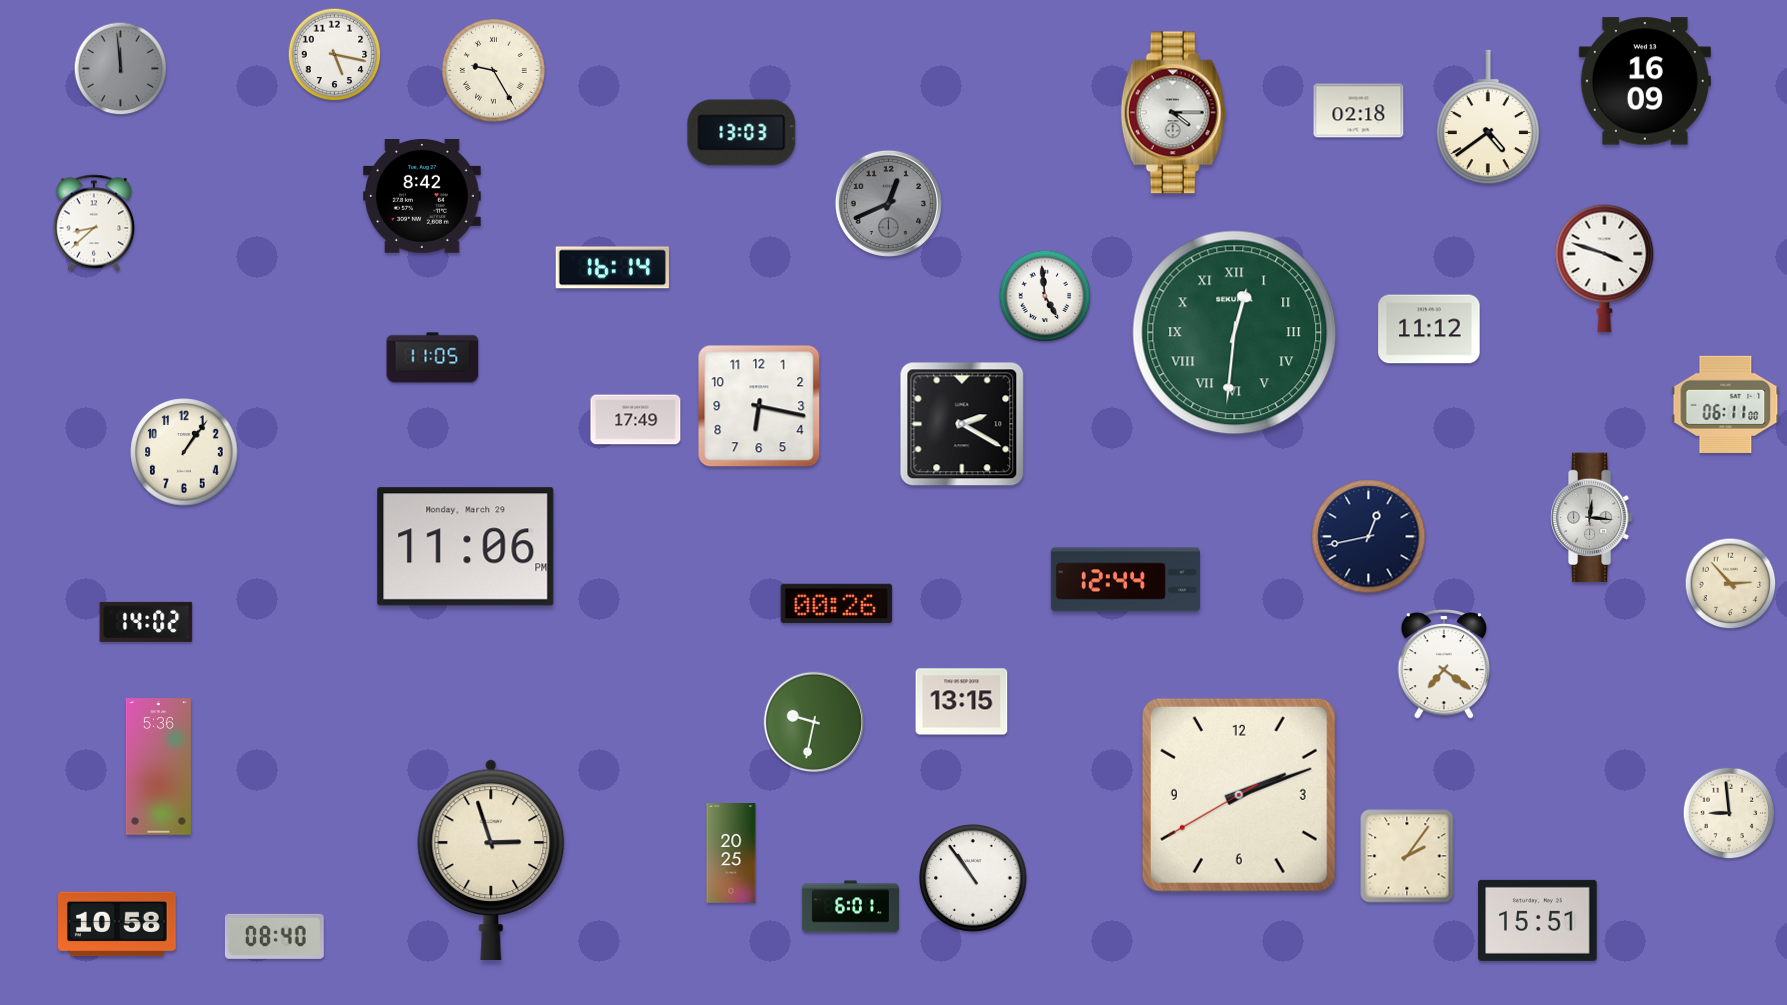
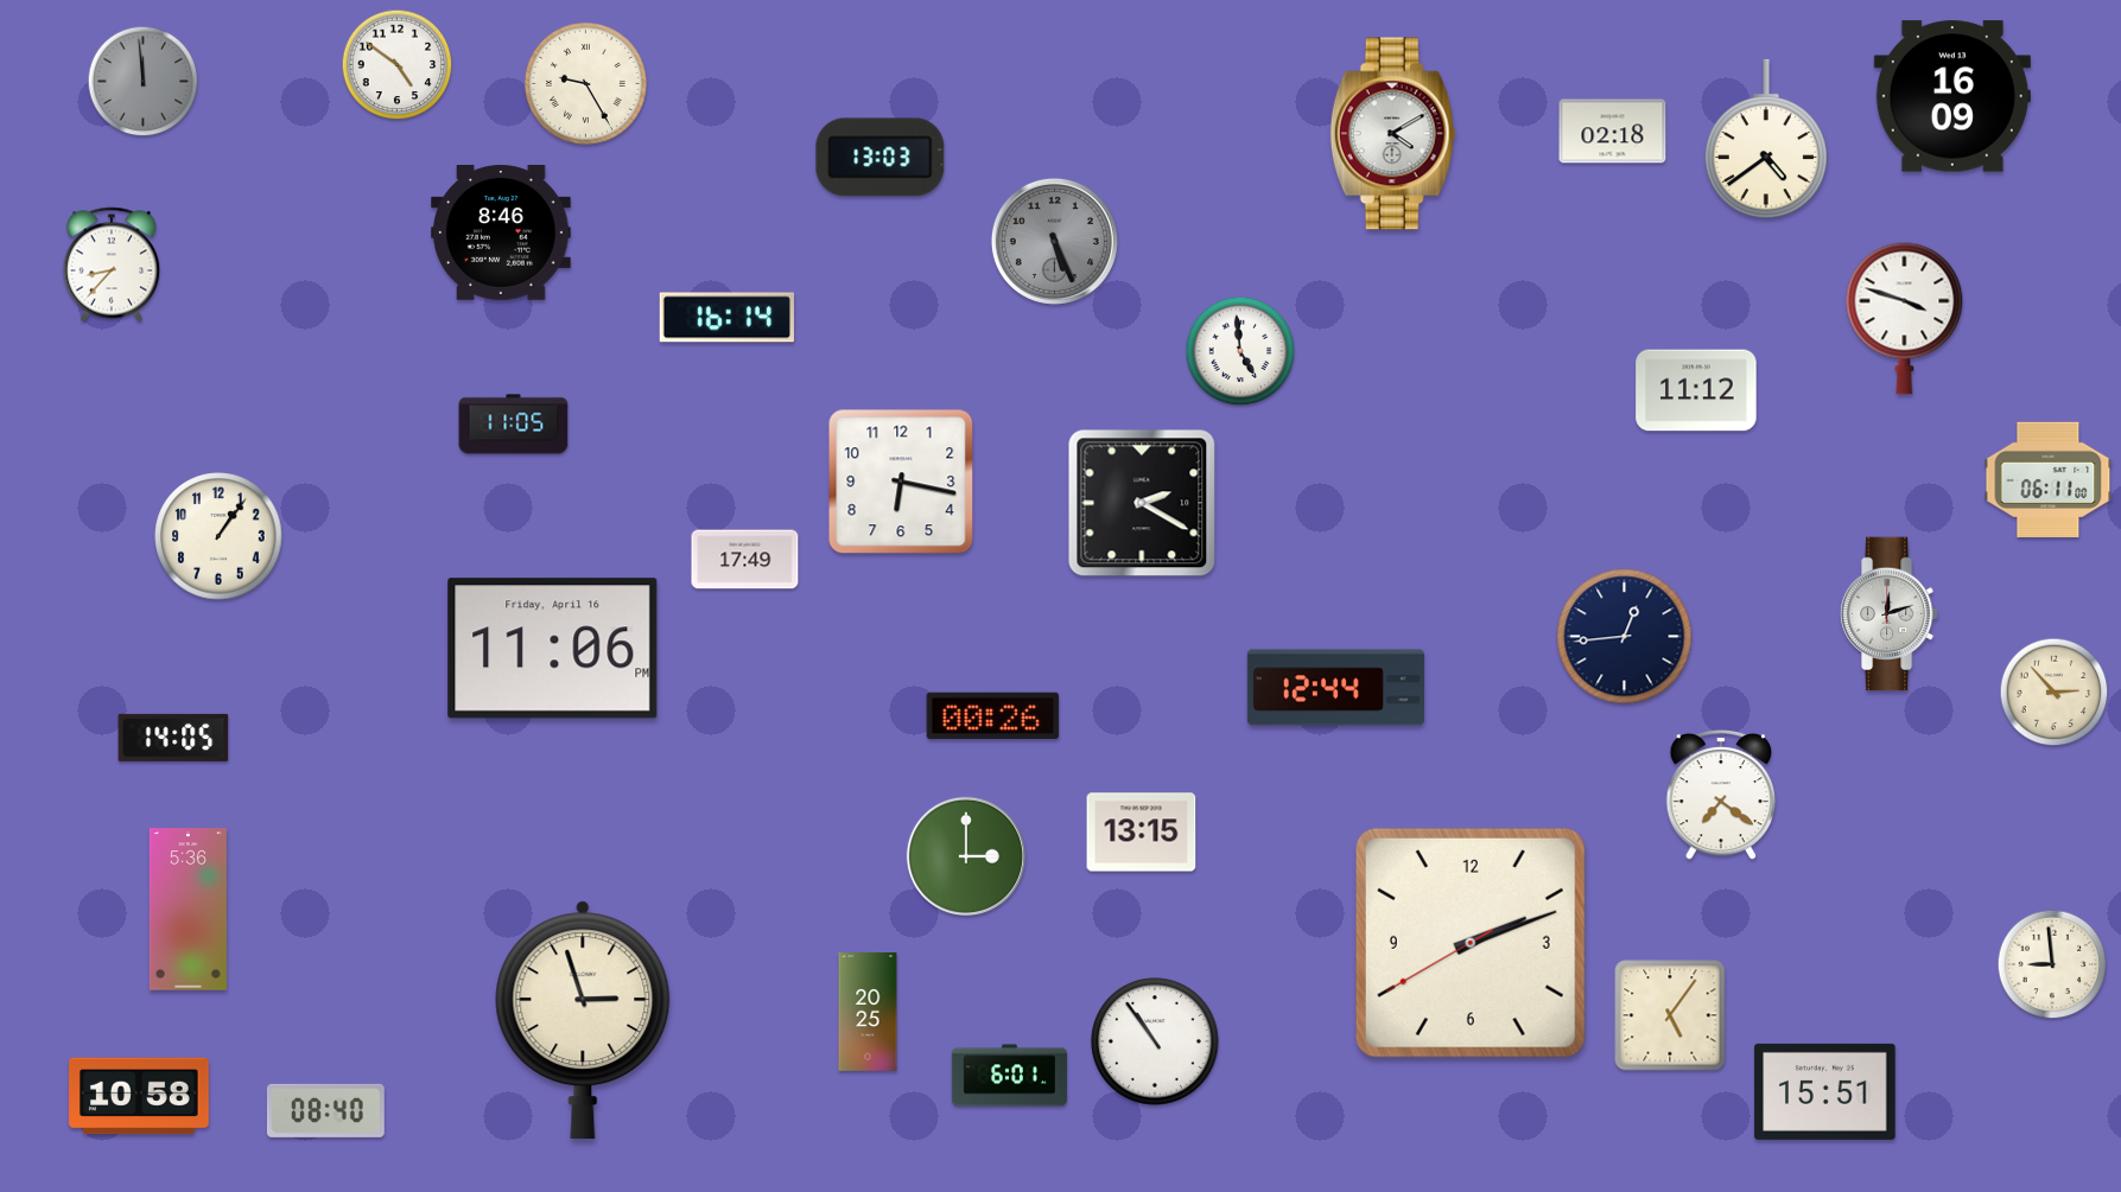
clock at (335, 55): 5:17 -> 4:51
clock at (1174, 113): 4:15 -> 4:10
clock at (423, 197): 8:42 -> 8:46
clock at (888, 203): 12:41 -> 5:26
clock at (94, 223): 8:38 -> 8:37
clock at (1235, 333): 12:31 -> none
clock at (636, 420) position: (636, 420) -> (745, 560)
clock at (1591, 518): 12:16 -> 12:12
clock at (1369, 537): 12:43 -> 12:44
clock at (466, 547) date: Monday, March 29 -> Friday, April 16
clock at (146, 622): 14:02 -> 14:05
clock at (1444, 664) position: (1444, 664) -> (1721, 795)
clock at (813, 721): 9:32 -> 3:00
clock at (1407, 856): 2:06 -> 5:06
